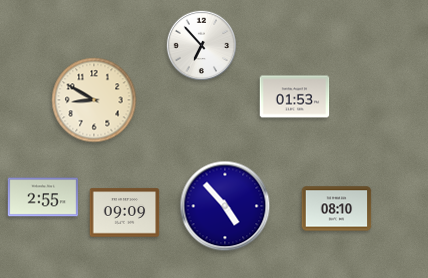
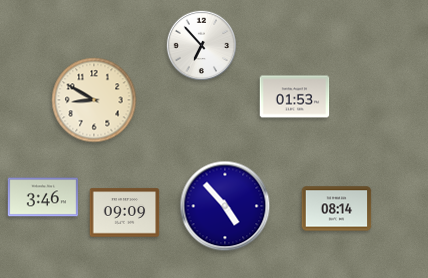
clock at (42, 197): 2:55 -> 3:46
clock at (337, 209): 08:10 -> 08:14
